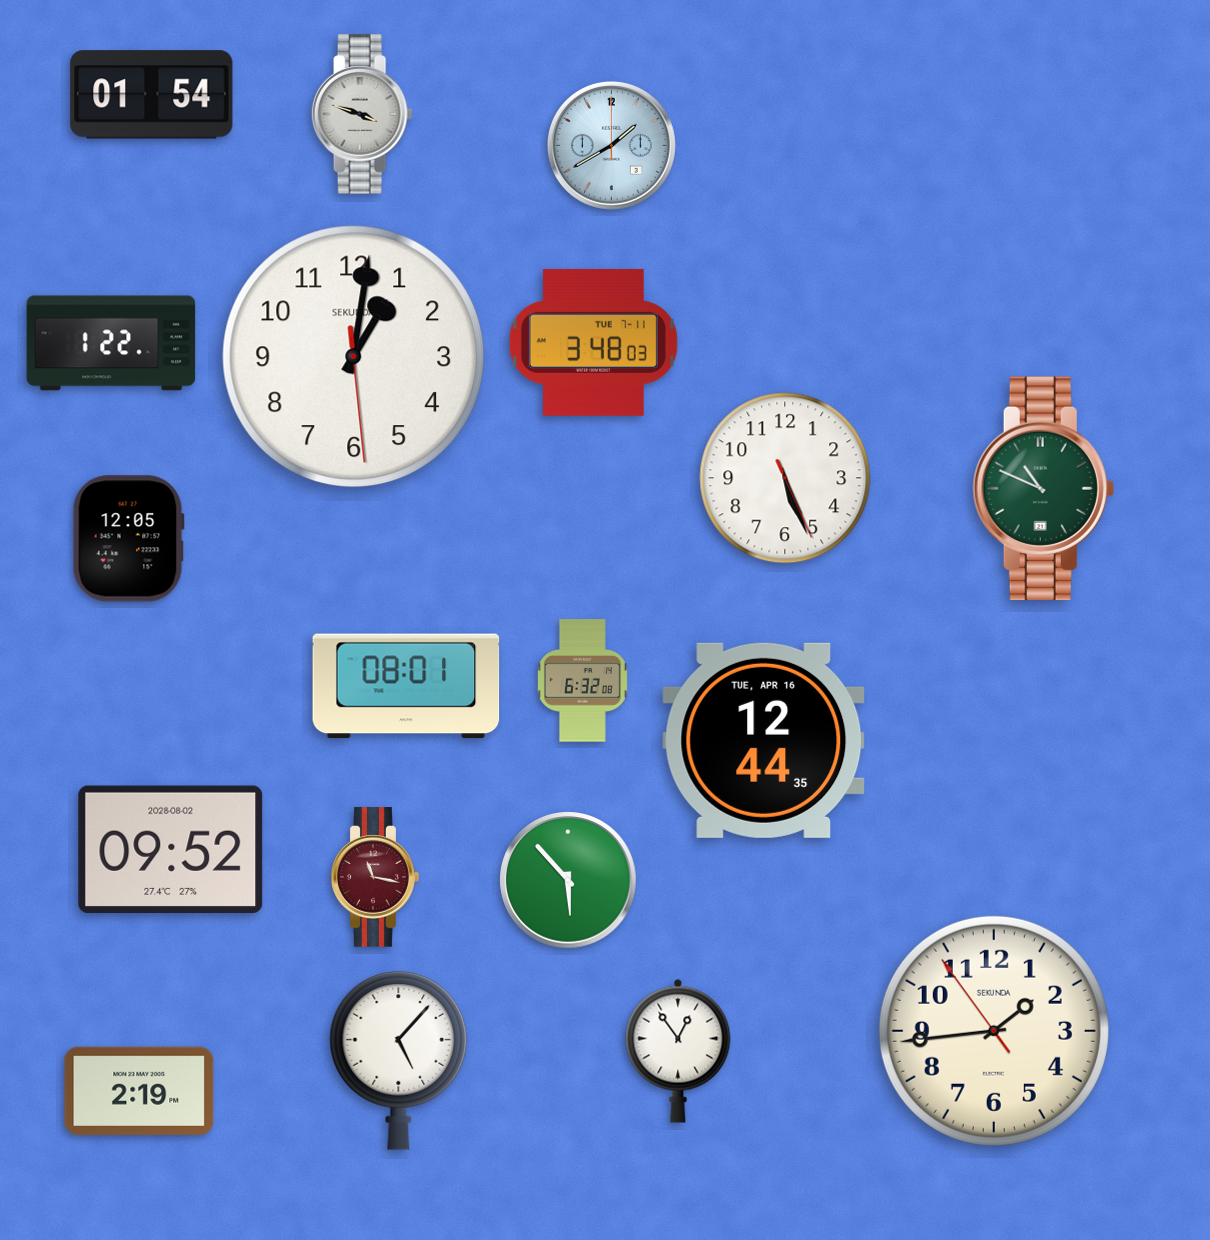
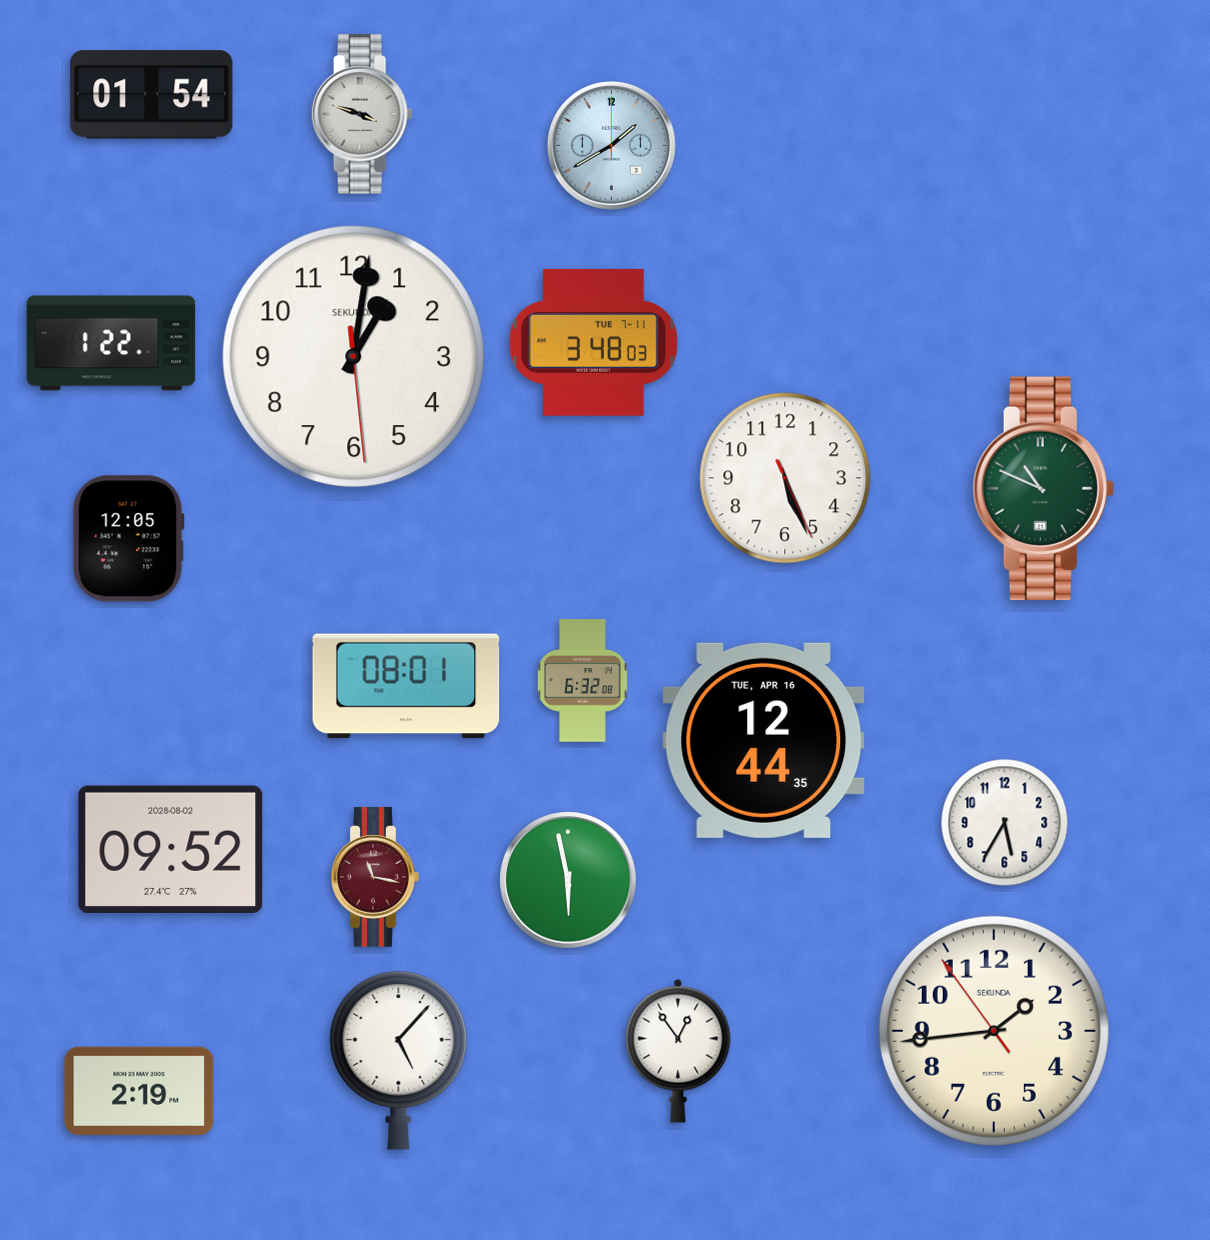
clock at (1005, 823): none -> 5:35
clock at (568, 880): 5:53 -> 5:58
